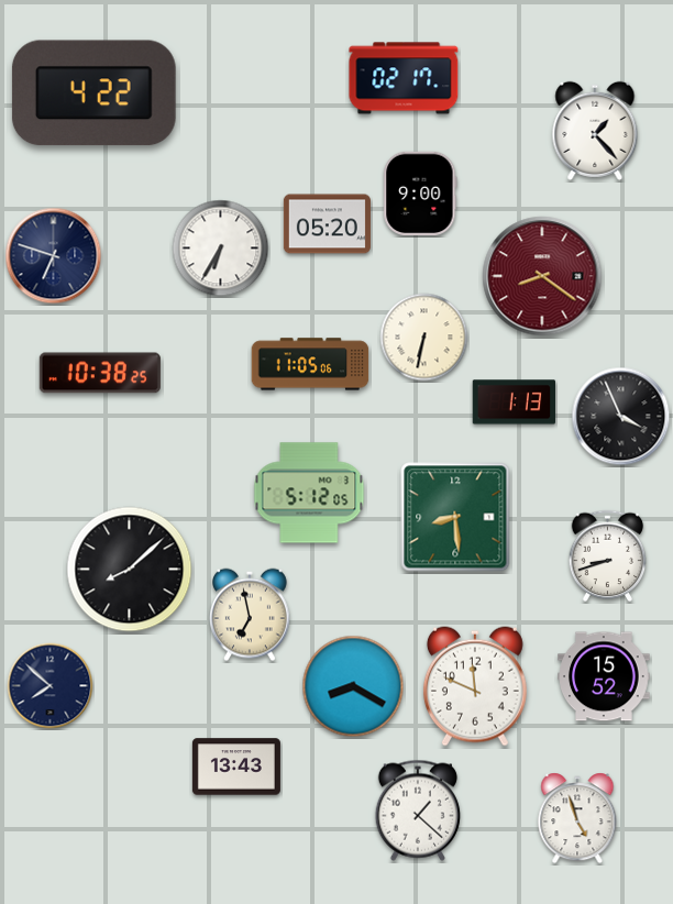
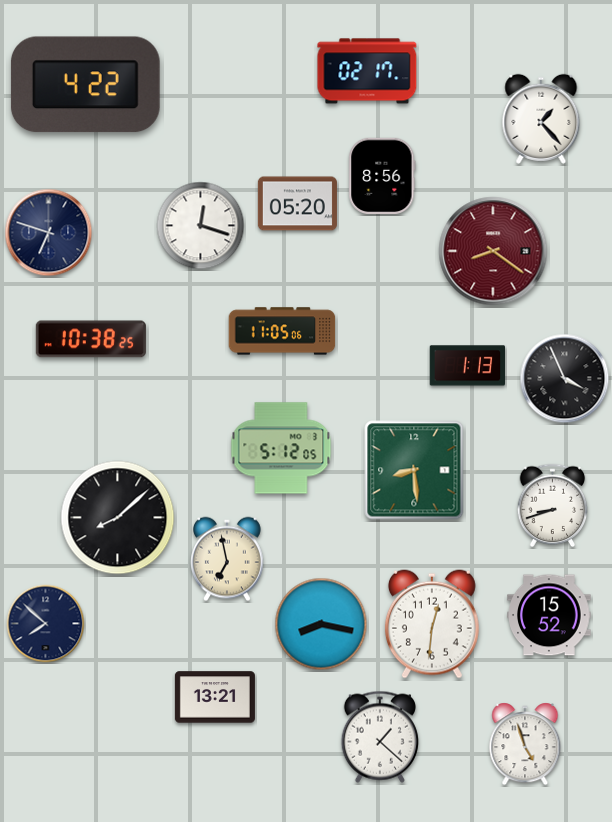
clock at (420, 192): 9:00 -> 8:56
clock at (221, 249): 6:35 -> 12:18
clock at (424, 338): 6:32 -> none
clock at (353, 686): 8:20 -> 8:17
clock at (475, 686): 11:49 -> 12:31
clock at (236, 767): 13:43 -> 13:21
